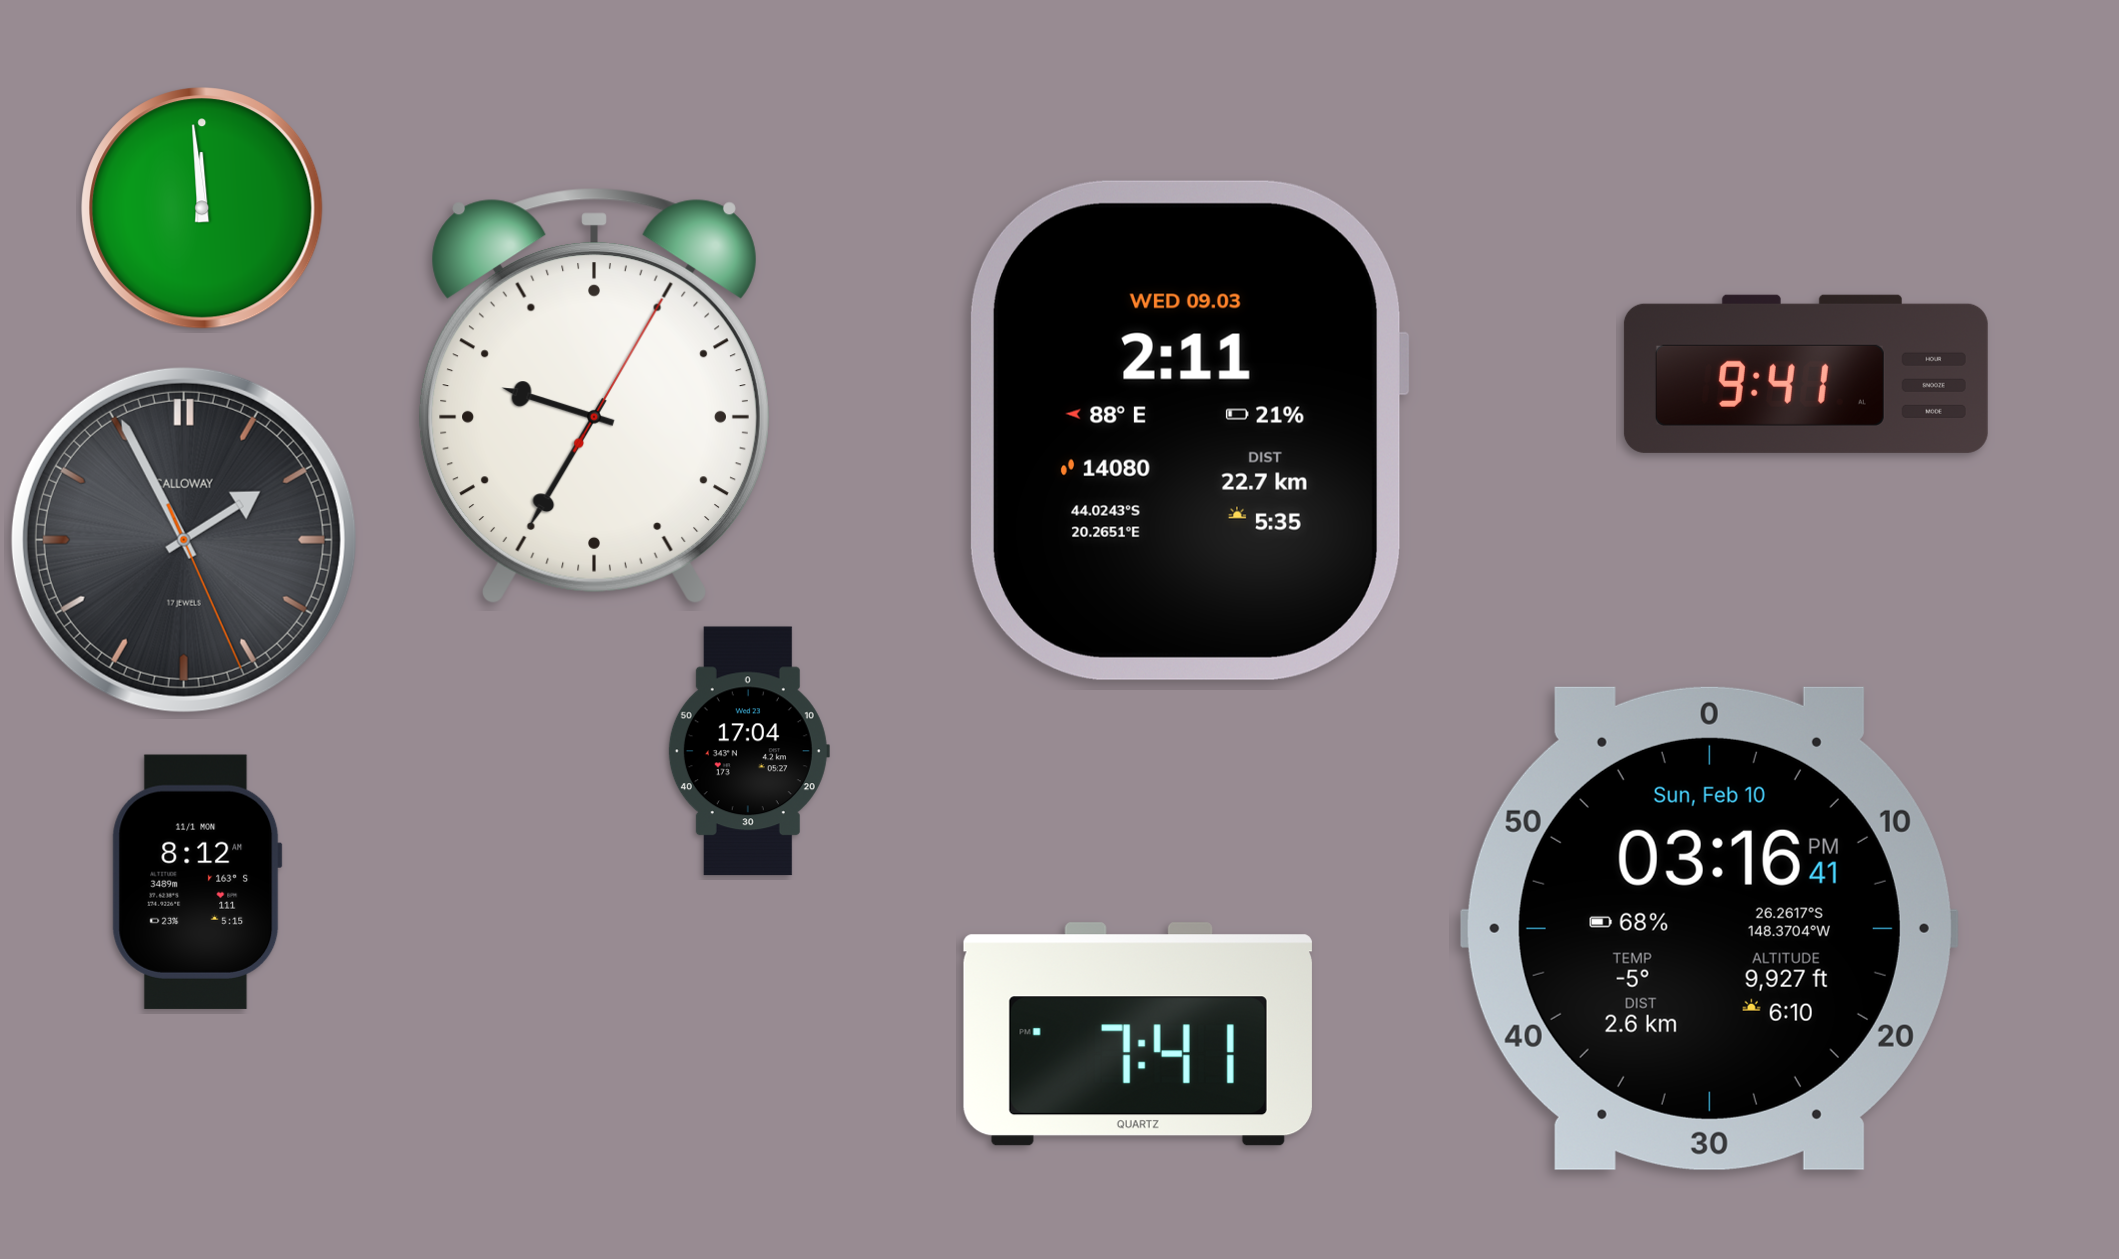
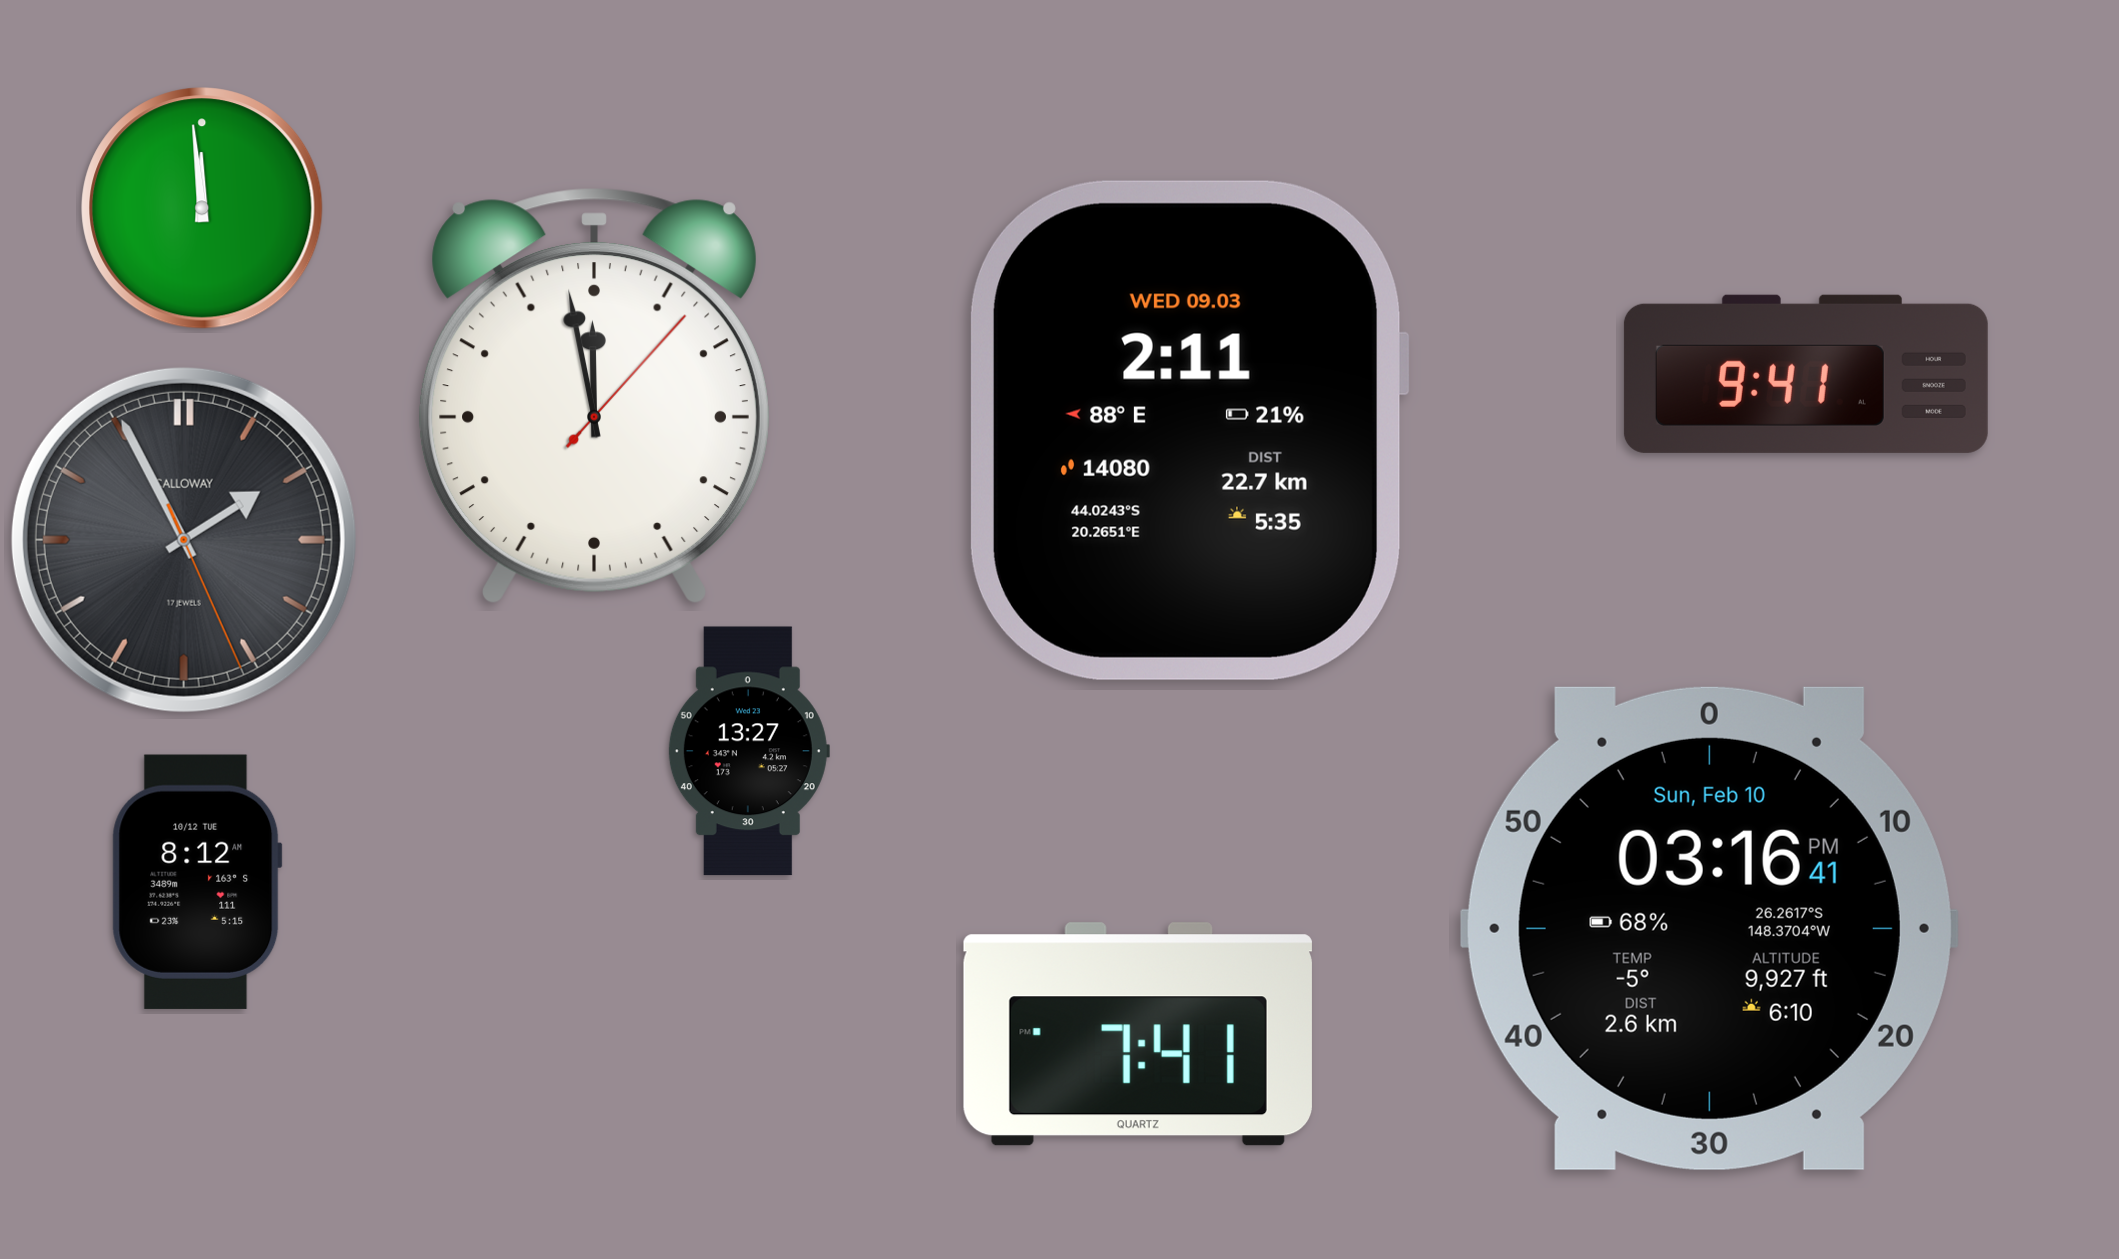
clock at (594, 396): 9:35 -> 11:58
clock at (748, 751): 17:04 -> 13:27
clock at (197, 882) date: 11/1 MON -> 10/12 TUE
